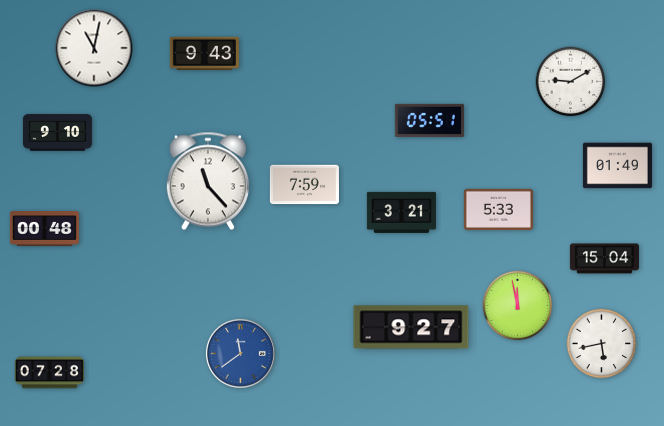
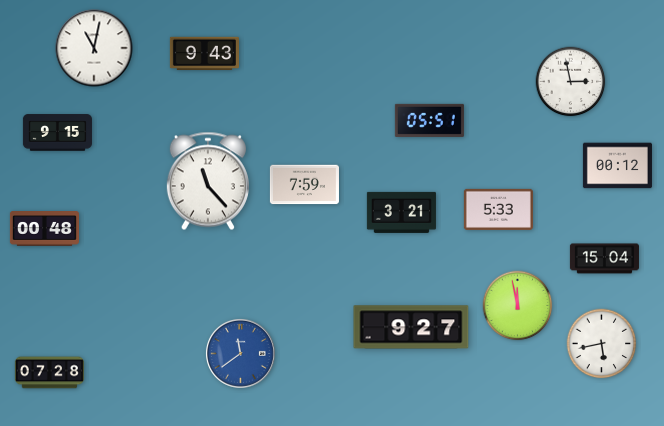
clock at (571, 82): 9:10 -> 2:58
clock at (57, 133): 9:10 -> 9:15
clock at (617, 166): 01:49 -> 00:12
